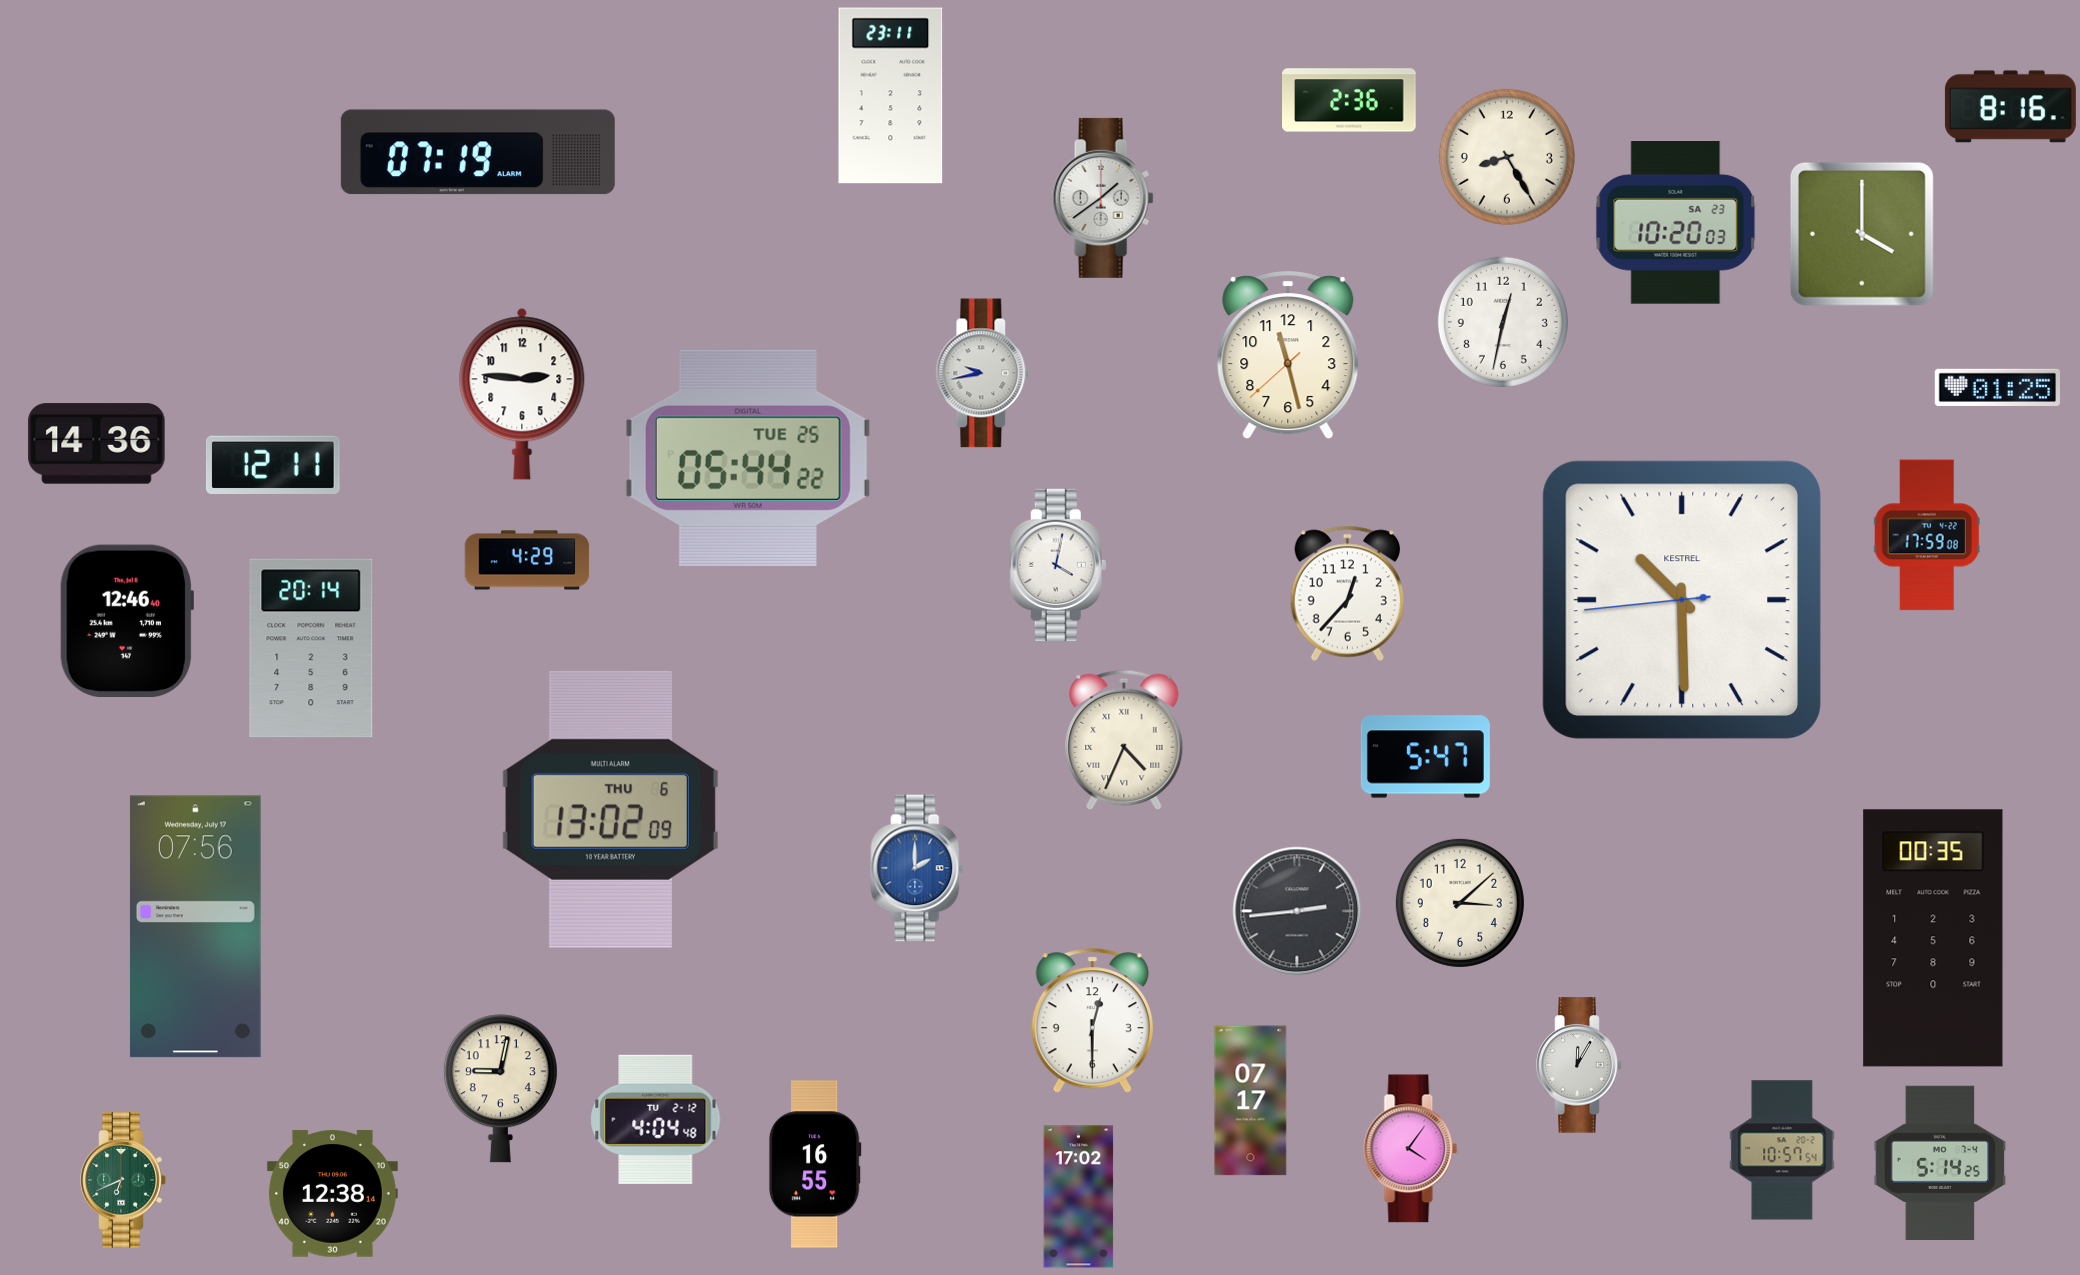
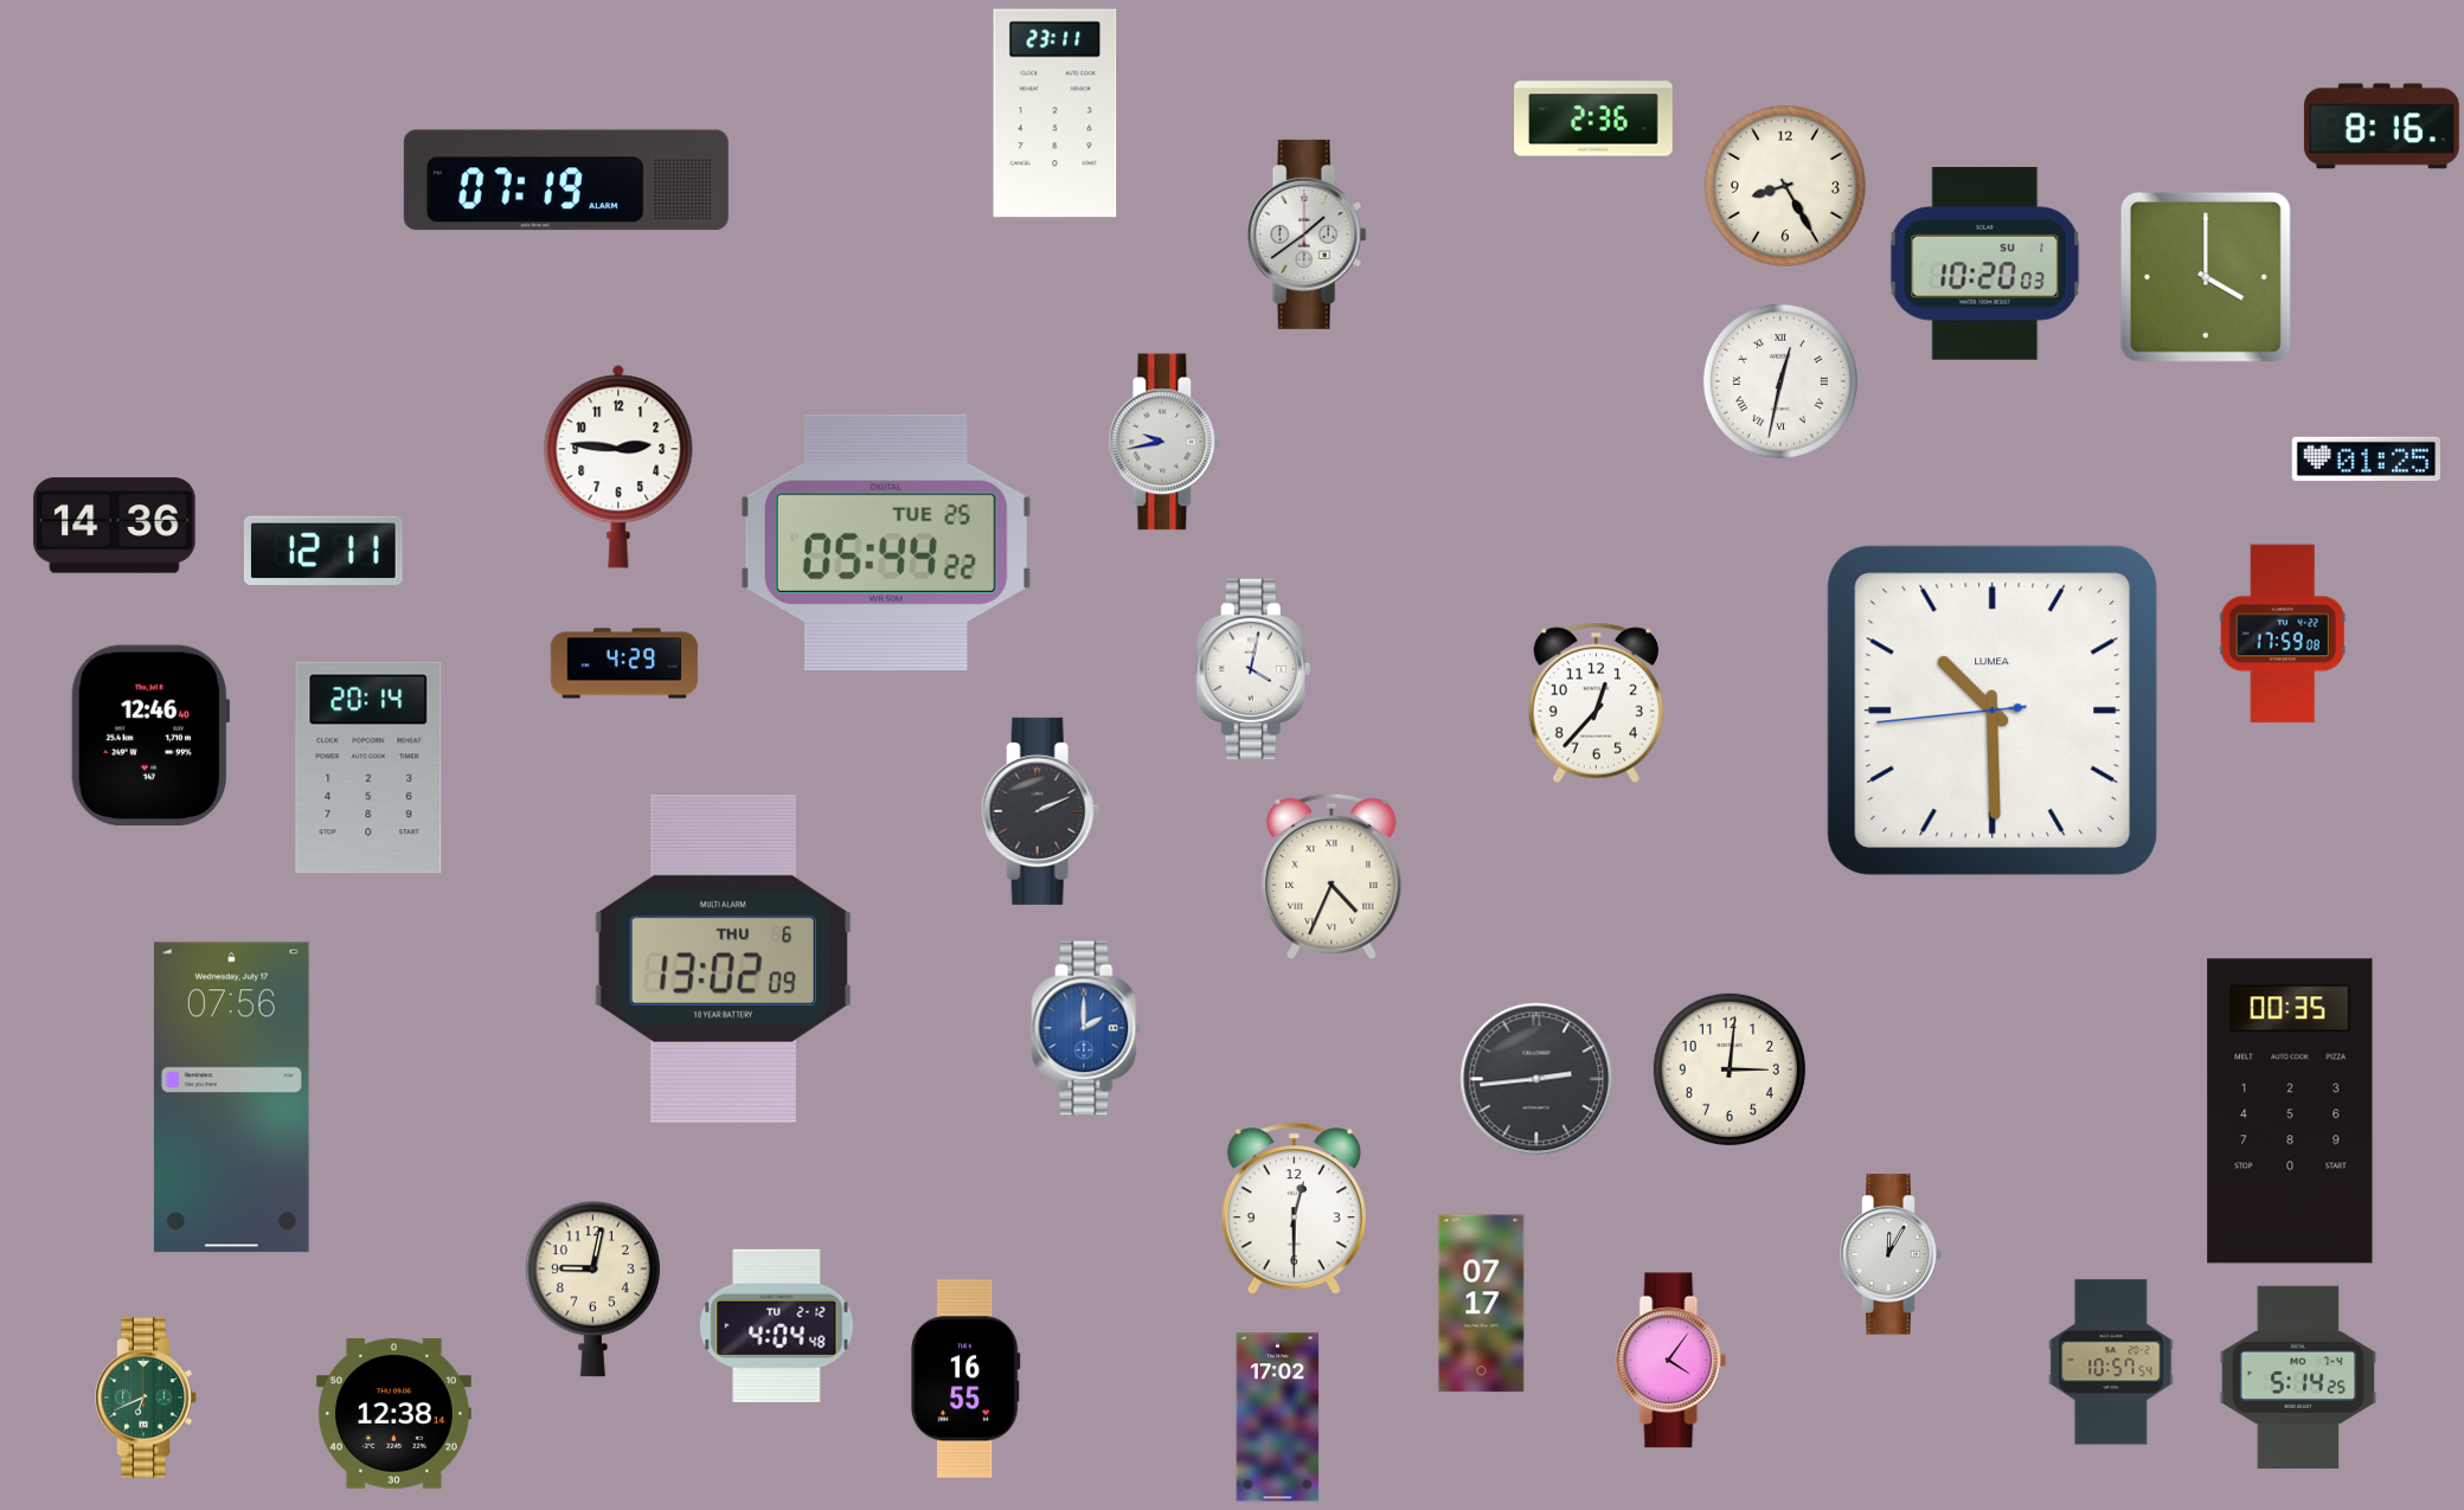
clock at (1349, 100) position: (1349, 100) -> (1593, 118)
clock at (1676, 223) date: SA 23 -> SU 1
clock at (1503, 322) numerals: Arabic -> Roman
clock at (1288, 356): 11:27 -> none
clock at (1682, 600) brand: KESTREL -> LUMEA
clock at (1040, 811): none -> 2:11
clock at (1425, 757): 5:47 -> none
clock at (1460, 903): 3:08 -> 3:01
clock at (1579, 1065) position: (1579, 1065) -> (1891, 1254)
